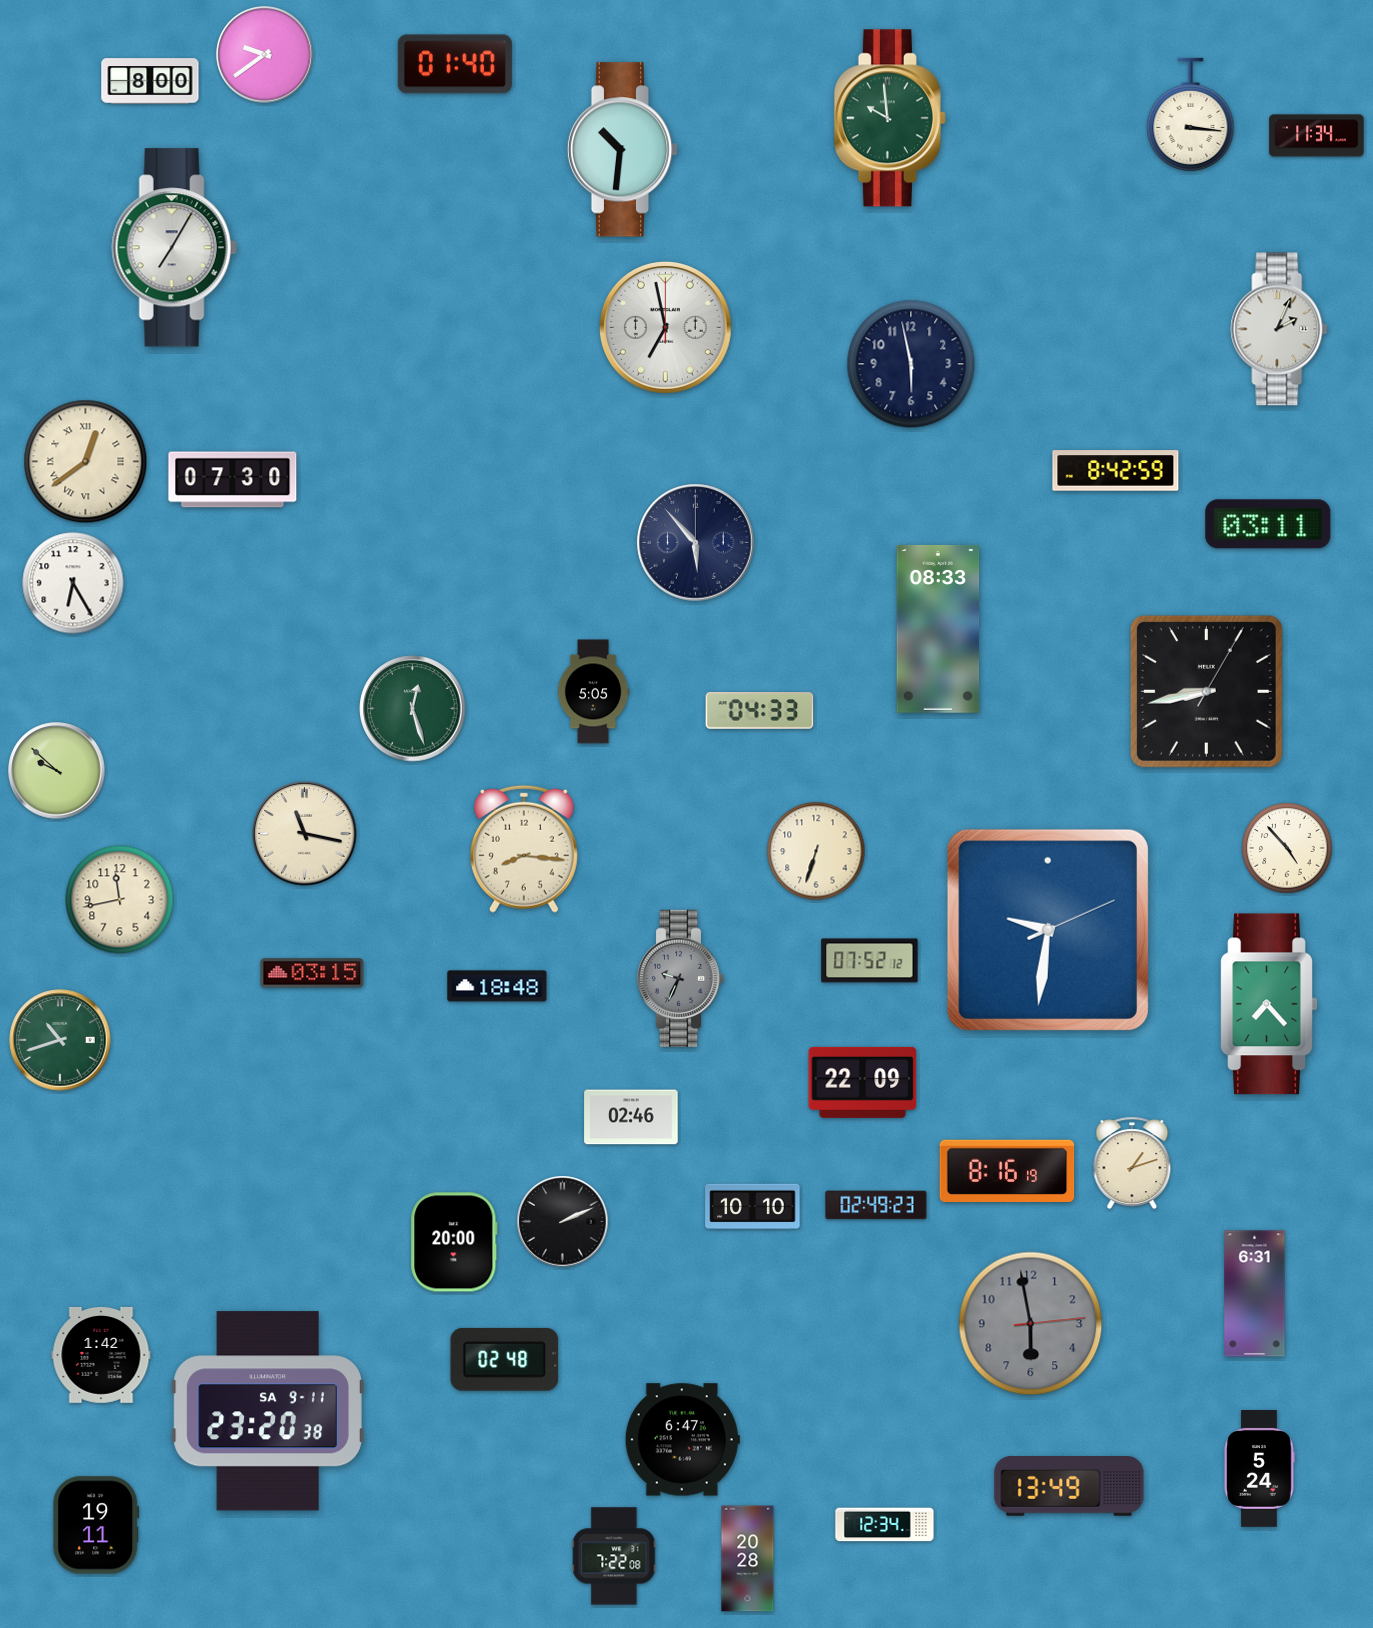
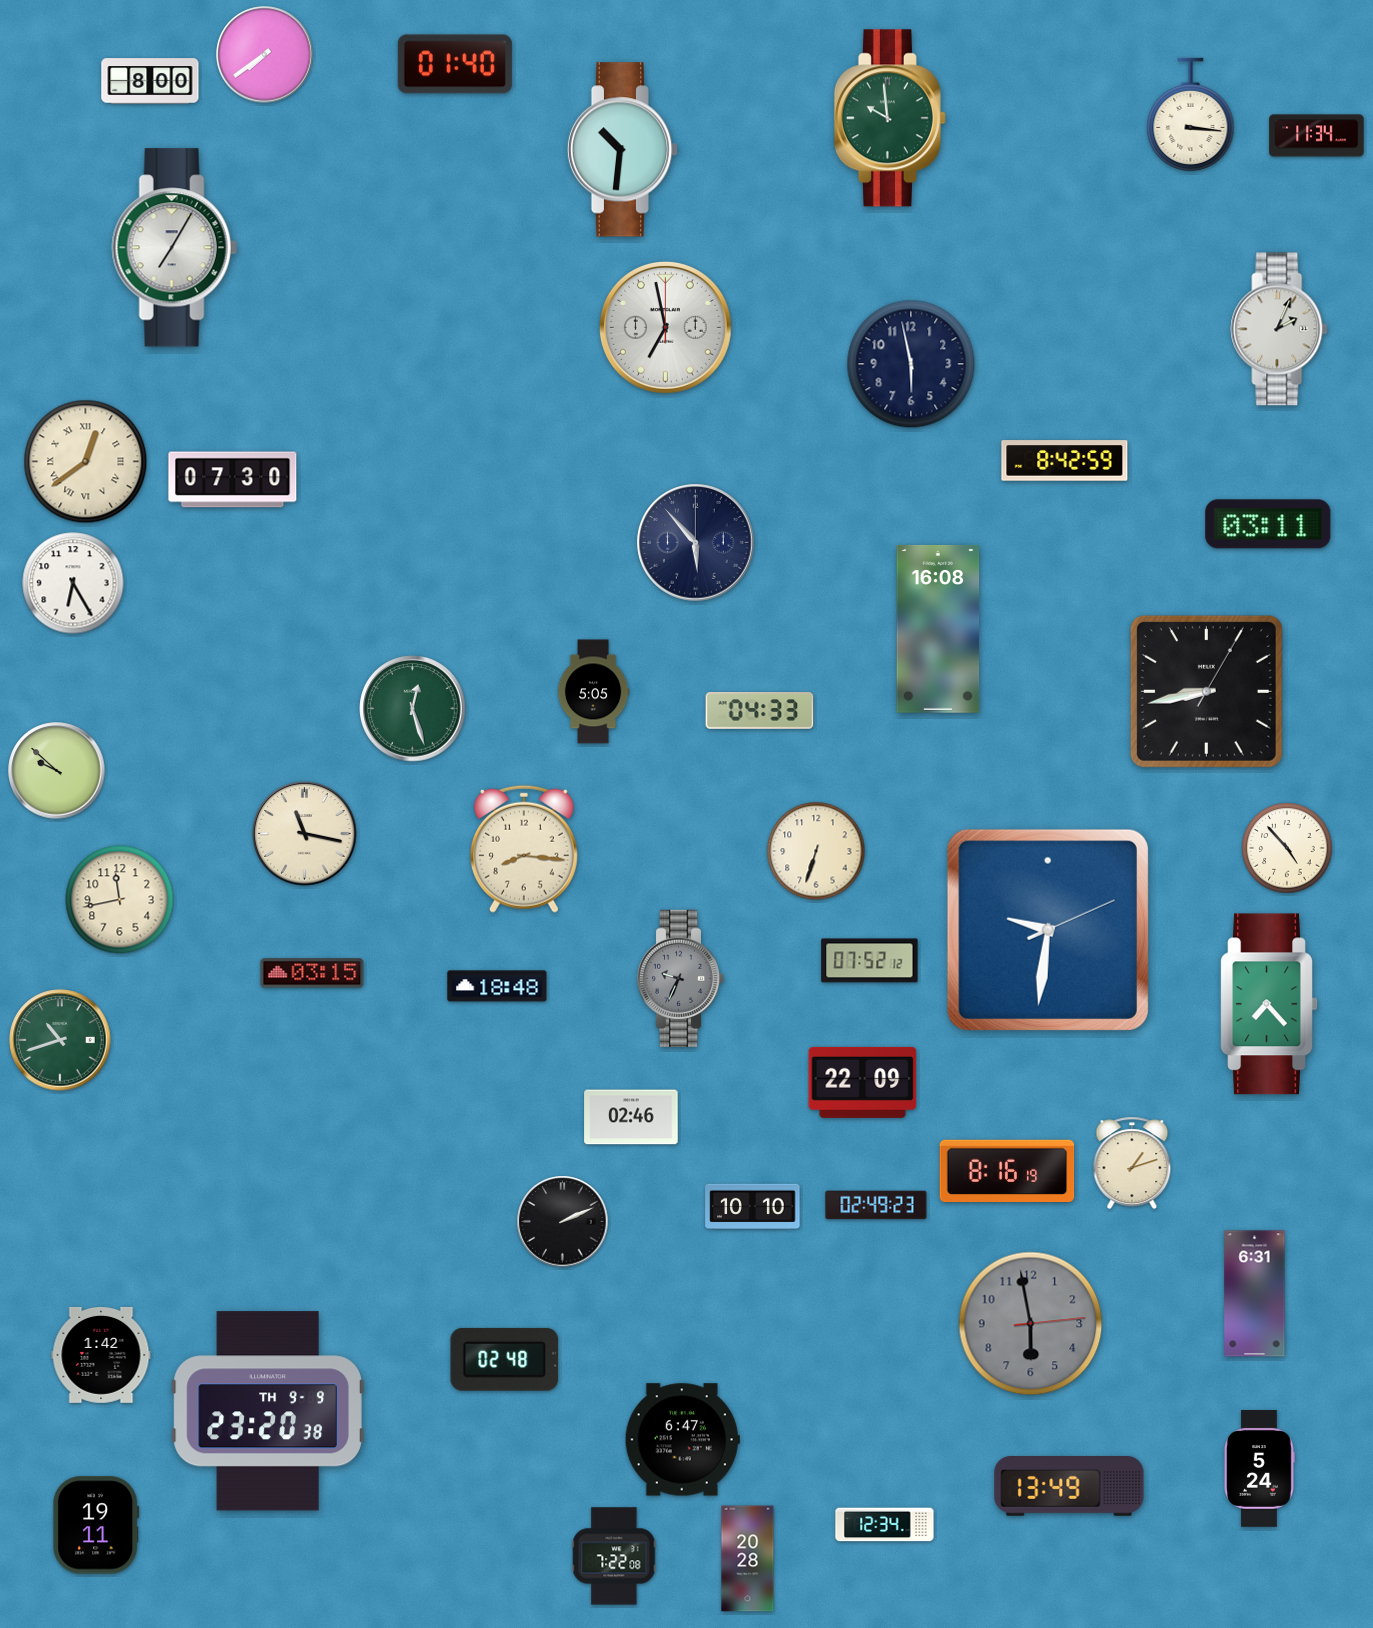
clock at (265, 55): 9:39 -> 7:39
clock at (1116, 471) position: (1116, 471) -> (1065, 461)
clock at (938, 629): 08:33 -> 16:08
clock at (454, 1242): 20:00 -> none
clock at (268, 1411) date: SA 9-11 -> TH 9-9
